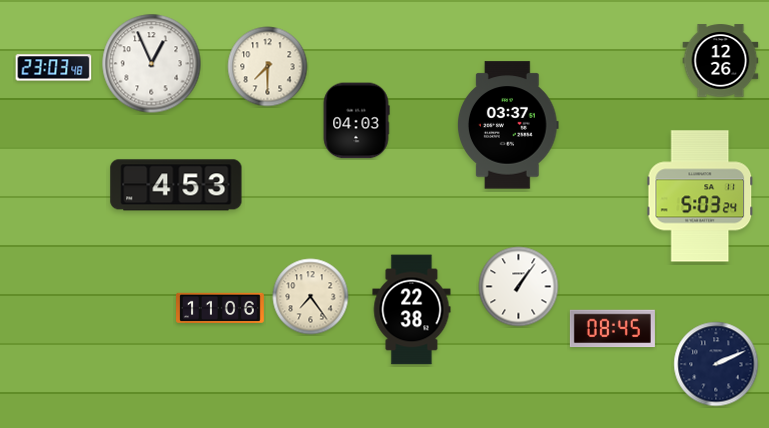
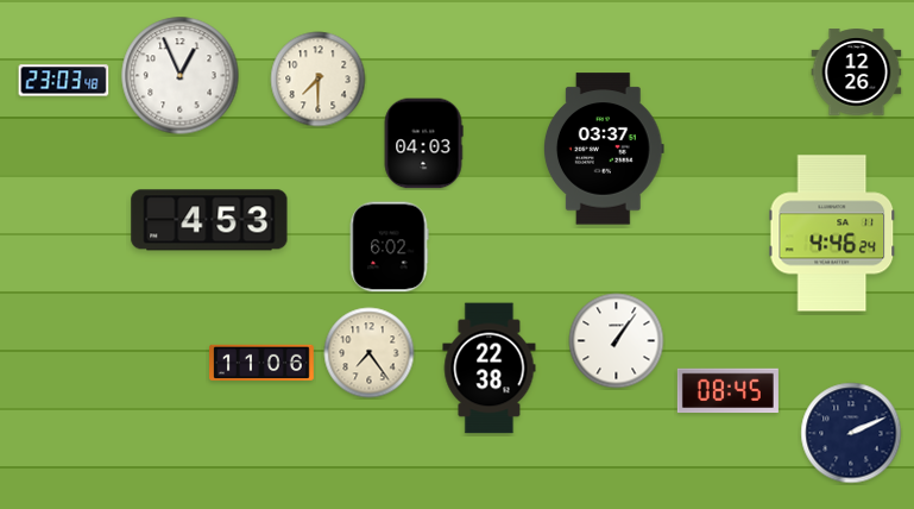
clock at (700, 196): 5:03 -> 4:46
clock at (389, 247): none -> 6:02
clock at (221, 307) position: (221, 307) -> (263, 362)
